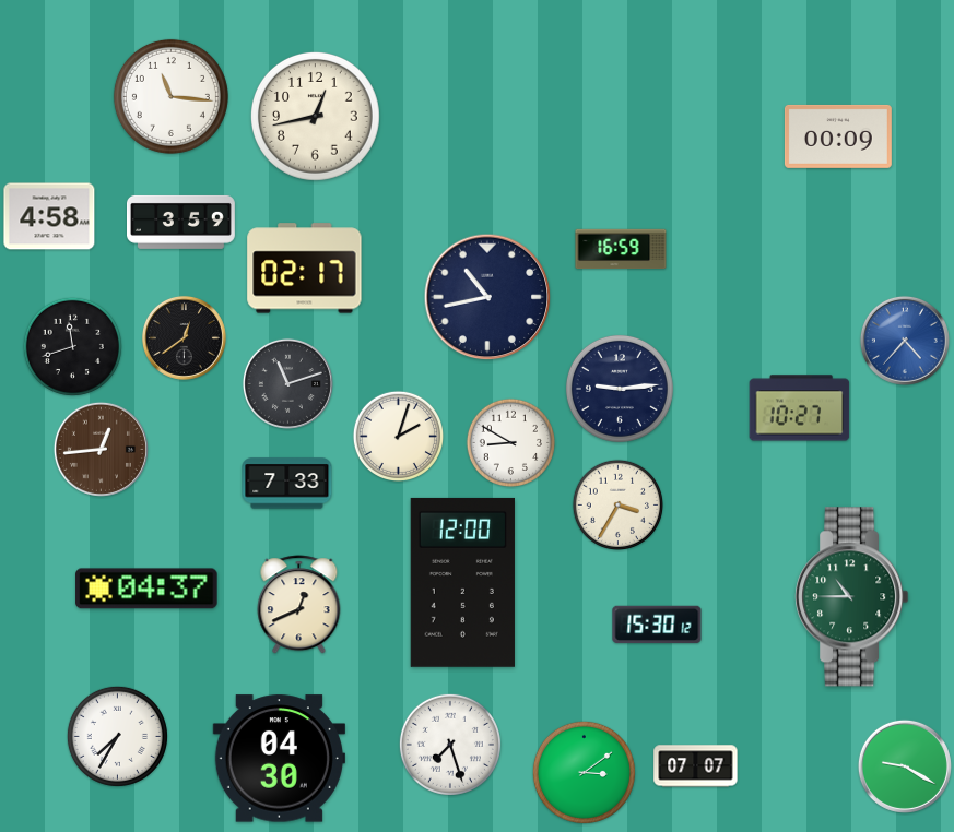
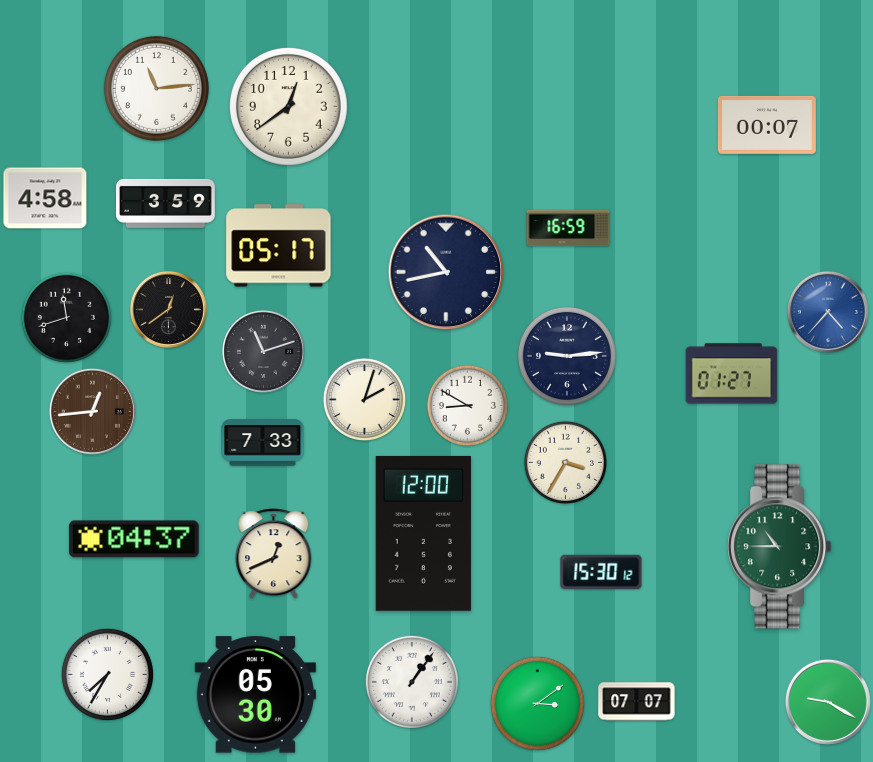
clock at (170, 96): 11:16 -> 11:14
clock at (315, 116): 12:43 -> 12:39
clock at (838, 136): 00:09 -> 00:07
clock at (305, 269): 02:17 -> 05:17
clock at (800, 408): 10:27 -> 01:27
clock at (450, 745): 7:27 -> 1:06
clock at (279, 759): 04:30 -> 05:30
clock at (584, 772) position: (584, 772) -> (537, 703)
